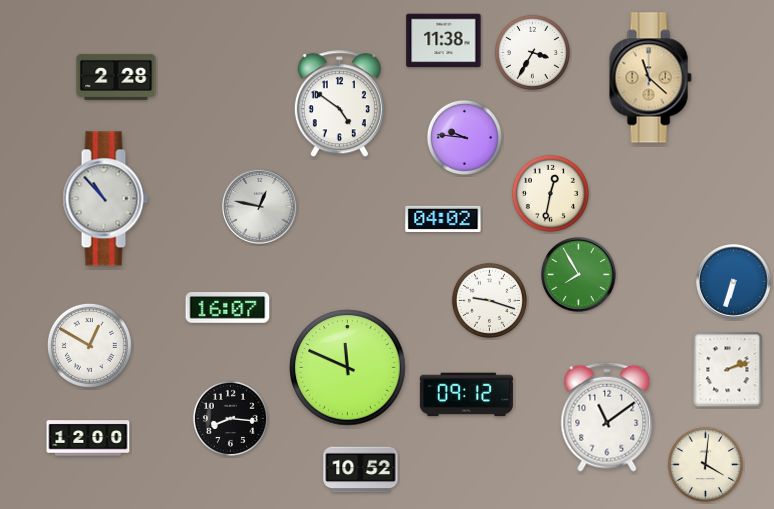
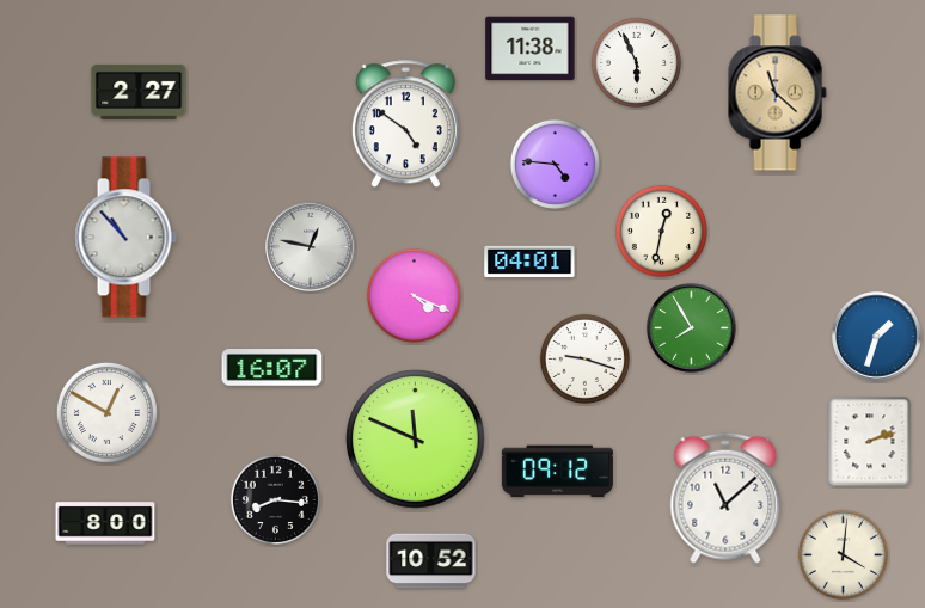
clock at (532, 52): 3:35 -> 5:56
clock at (116, 77): 2:28 -> 2:27
clock at (464, 137): 9:46 -> 4:46
clock at (550, 193) position: (550, 193) -> (661, 231)
clock at (443, 219): 04:02 -> 04:01
clock at (414, 295): none -> 4:19
clock at (734, 282): 6:33 -> 1:33
clock at (607, 417): 11:09 -> 11:08
clock at (88, 438): 12:00 -> 8:00
